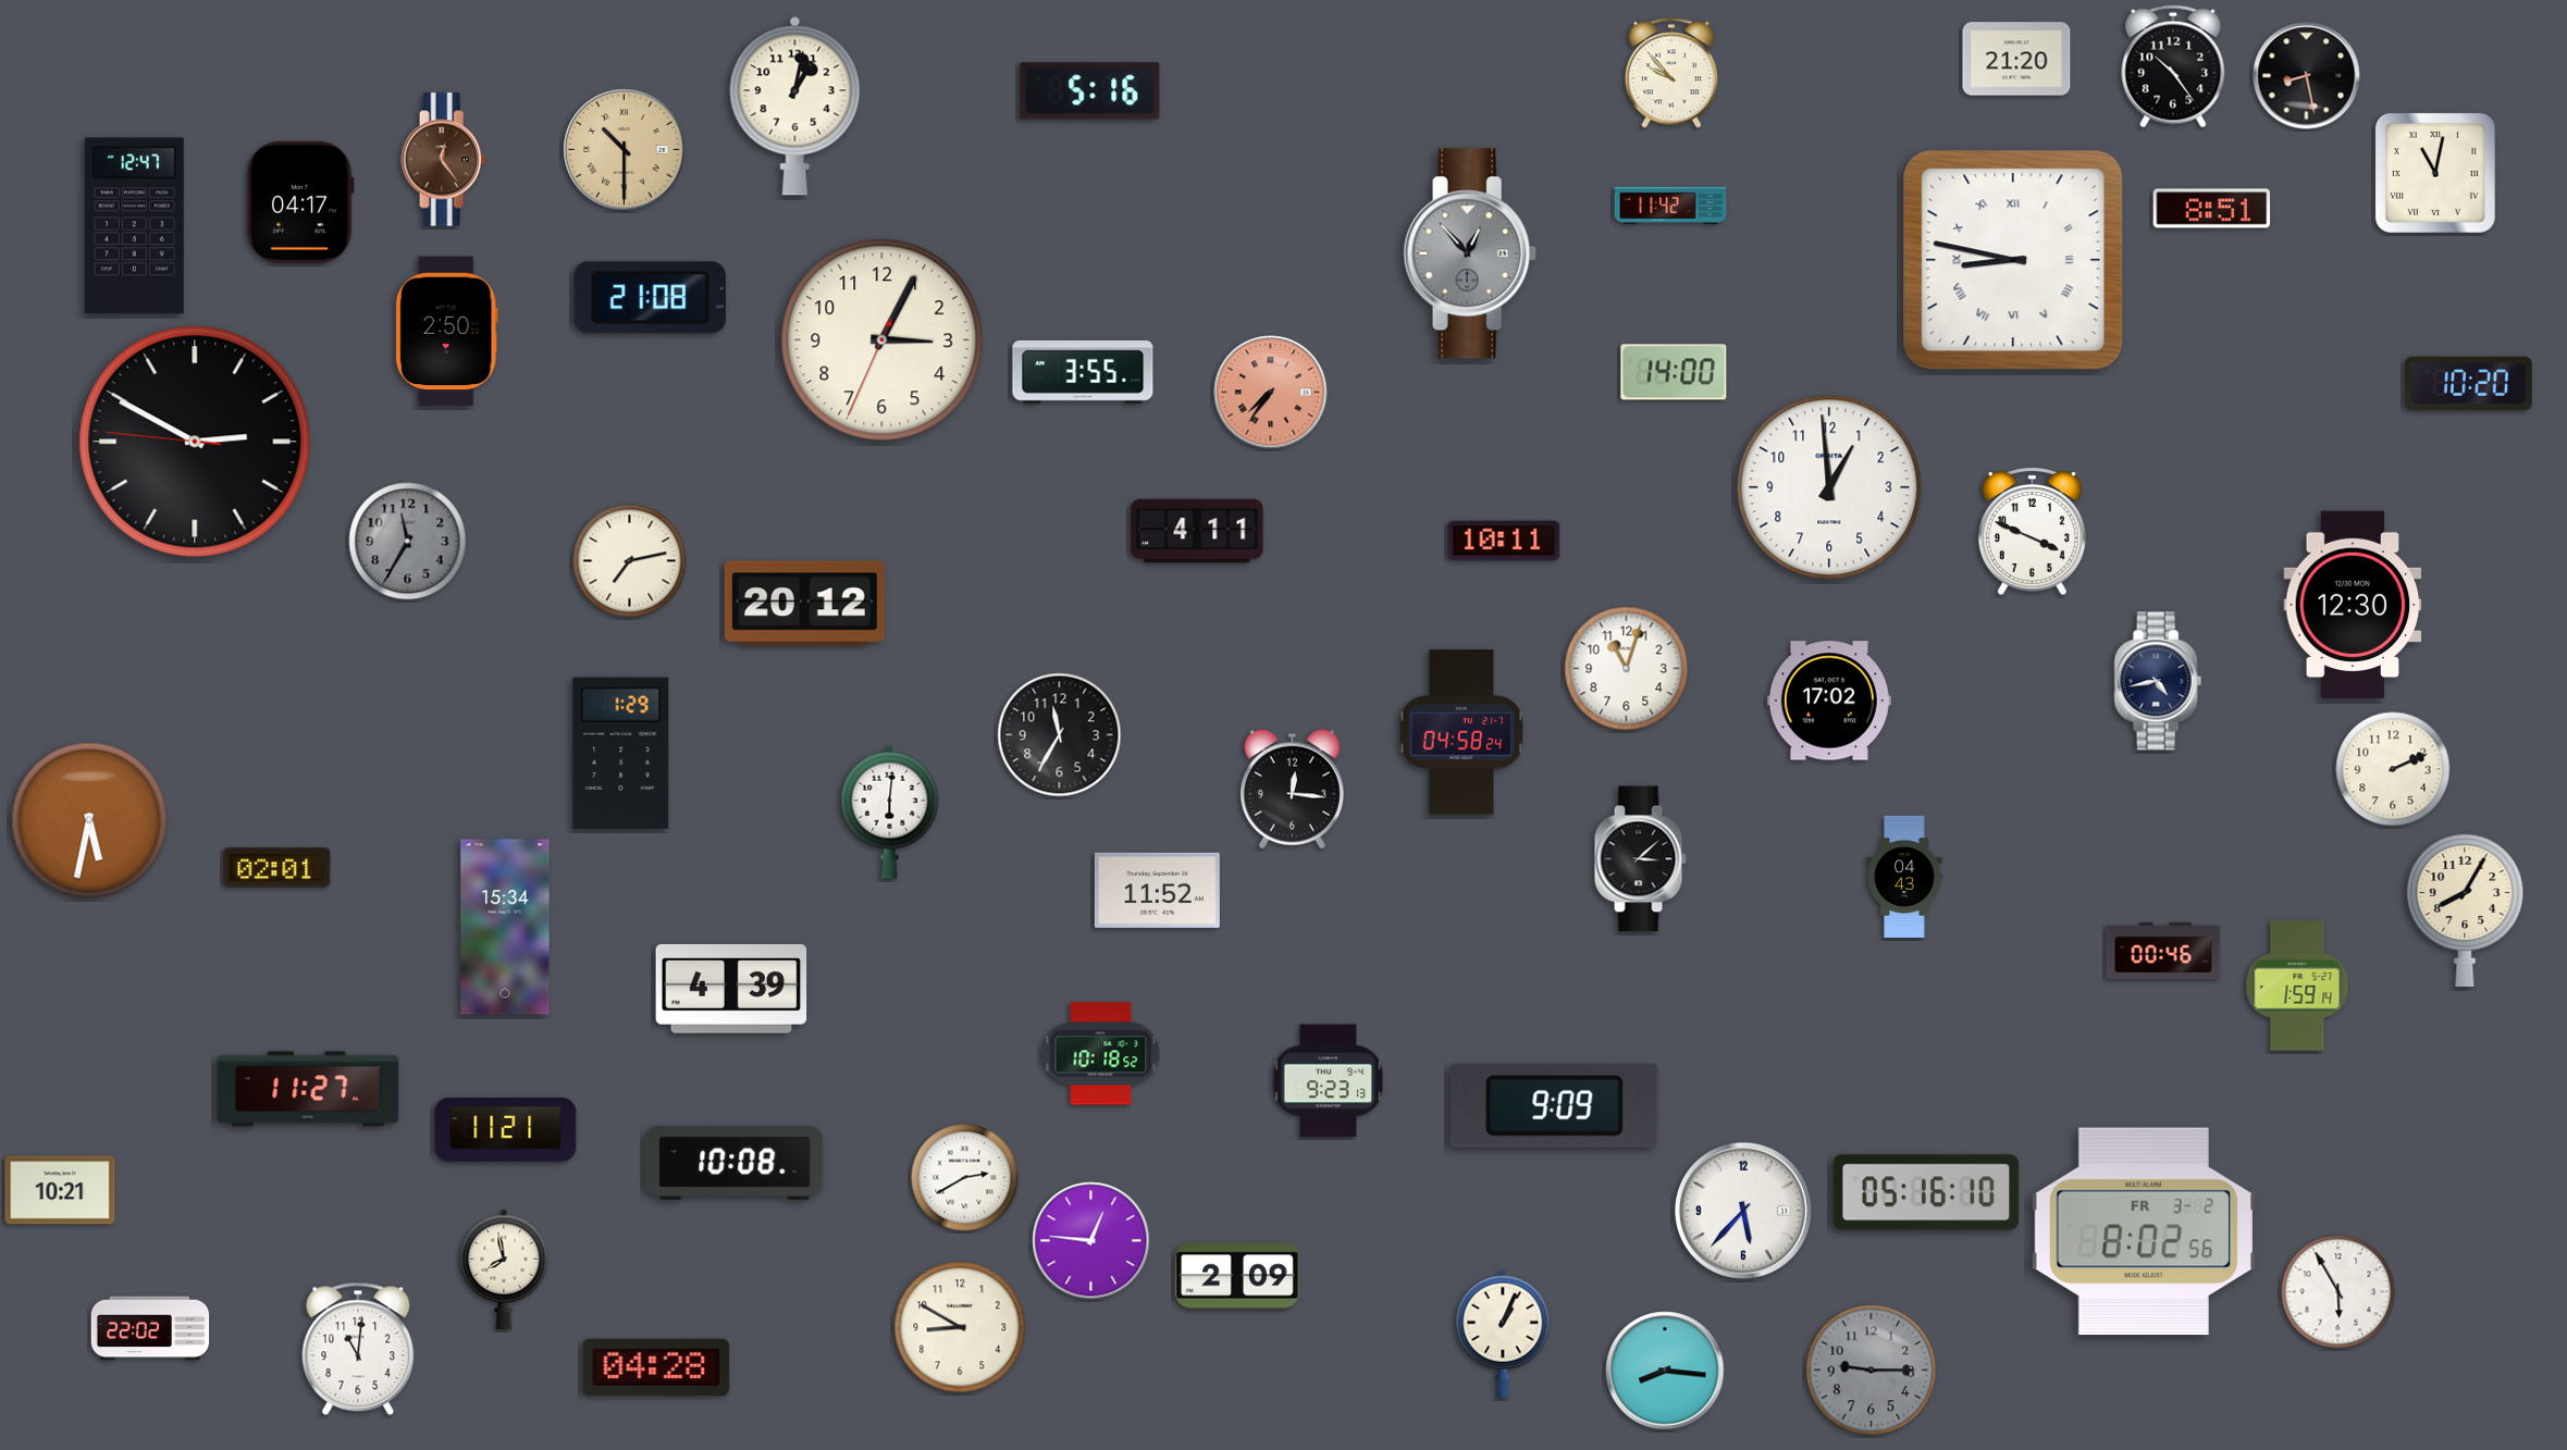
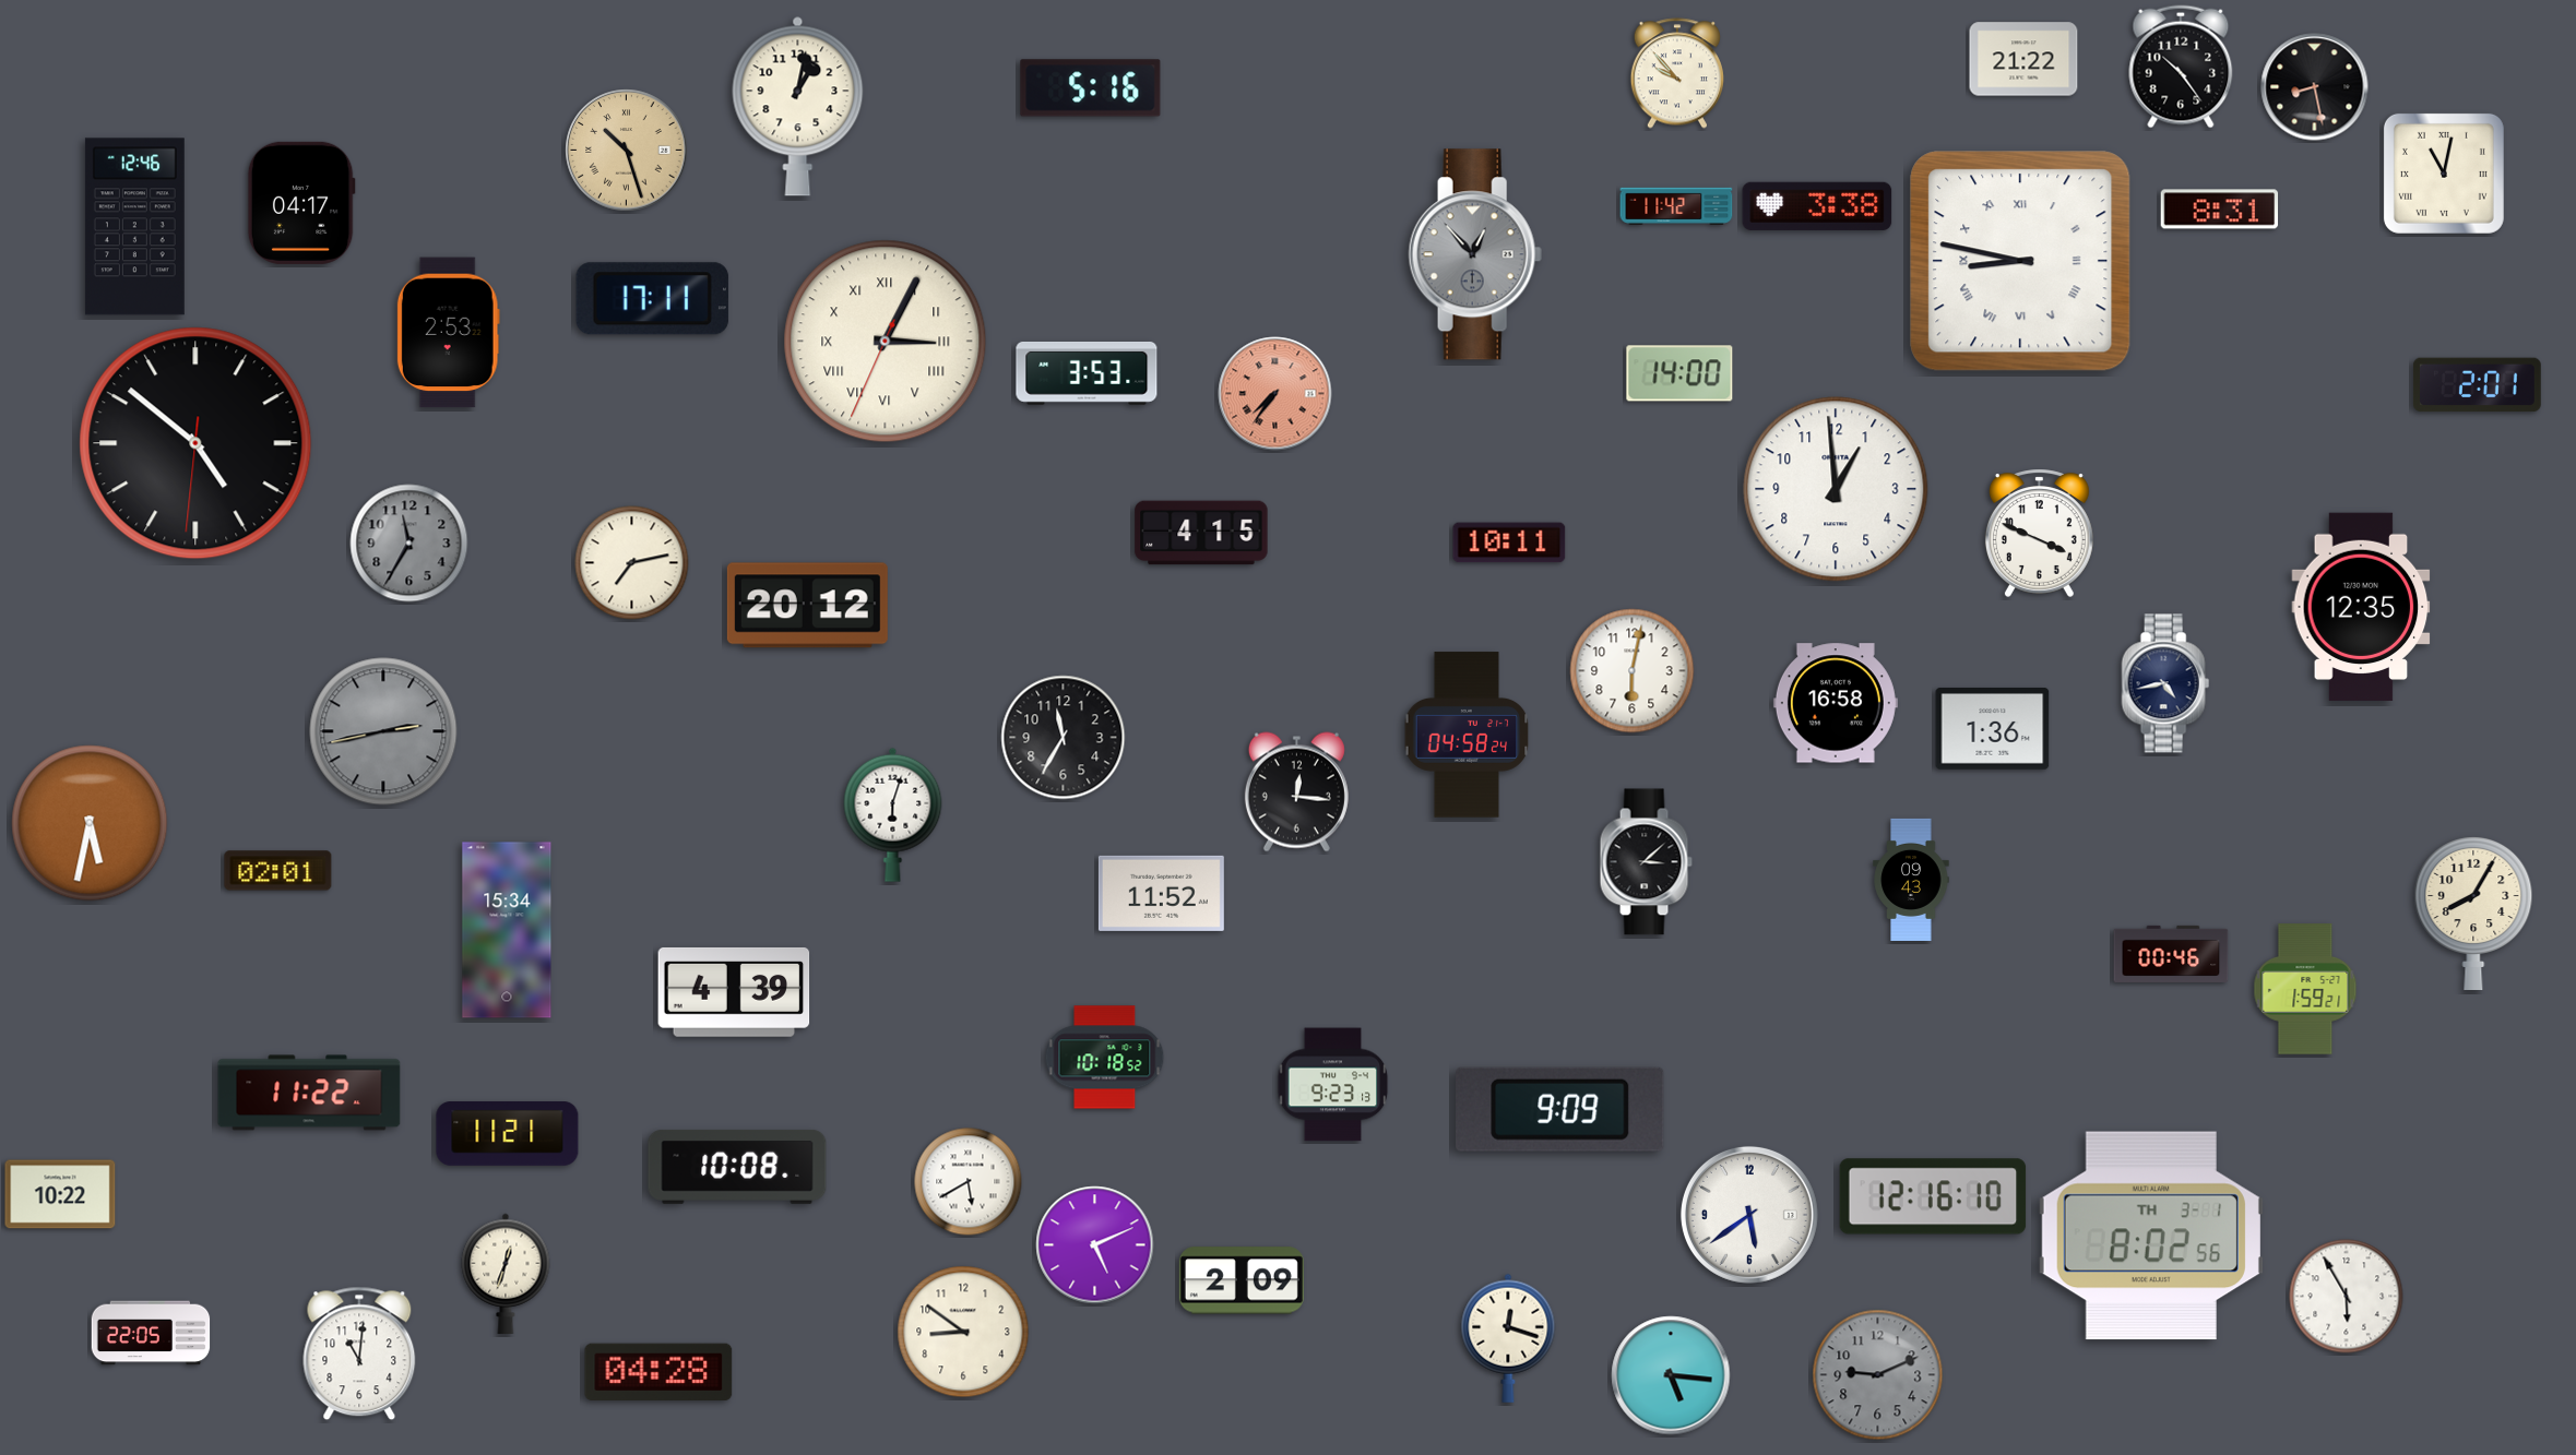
clock at (2016, 59): 21:20 -> 21:22
clock at (2307, 76) position: (2307, 76) -> (2315, 87)
clock at (1090, 91) position: (1090, 91) -> (1091, 88)
clock at (625, 150): 10:30 -> 10:27
clock at (444, 160): 12:24 -> none
clock at (1817, 206): none -> 3:38
clock at (2212, 209): 8:51 -> 8:31
clock at (134, 226): 12:47 -> 12:46
clock at (650, 298): 21:08 -> 17:11
clock at (446, 332): 2:50 -> 2:53
clock at (883, 340) numerals: Arabic -> Roman
clock at (1083, 372): 3:55 -> 3:53
clock at (2468, 384): 10:20 -> 2:01
clock at (195, 442): 2:49 -> 4:51
clock at (1197, 531): 4:11 -> 4:15
clock at (2353, 605): 12:30 -> 12:35
clock at (1627, 669): 11:03 -> 6:02
clock at (1829, 701): 17:02 -> 16:58
clock at (1993, 729): none -> 1:36
clock at (383, 731): none -> 2:43
clock at (621, 754): 1:29 -> none
clock at (2393, 769): 2:11 -> none
clock at (890, 811): 6:01 -> 6:03
clock at (1904, 877): 04:43 -> 09:43
clock at (2297, 986): 1:59:14 -> 1:59:21
clock at (308, 1089): 11:27 -> 11:22
clock at (965, 1178): 2:40 -> 5:40
clock at (60, 1190): 10:21 -> 10:22
clock at (1926, 1192): 05:16 -> 12:16
clock at (1743, 1211): 5:37 -> 5:39
clock at (2144, 1231) date: FR 3-2 -> TH 3-1
clock at (1091, 1241): 12:46 -> 5:11
clock at (504, 1268): 7:58 -> 12:33
clock at (960, 1327): 8:50 -> 8:51
clock at (150, 1328): 22:02 -> 22:05
clock at (1503, 1334): 1:04 -> 12:18
clock at (1665, 1371): 8:16 -> 5:16
clock at (1872, 1371): 9:15 -> 9:11
